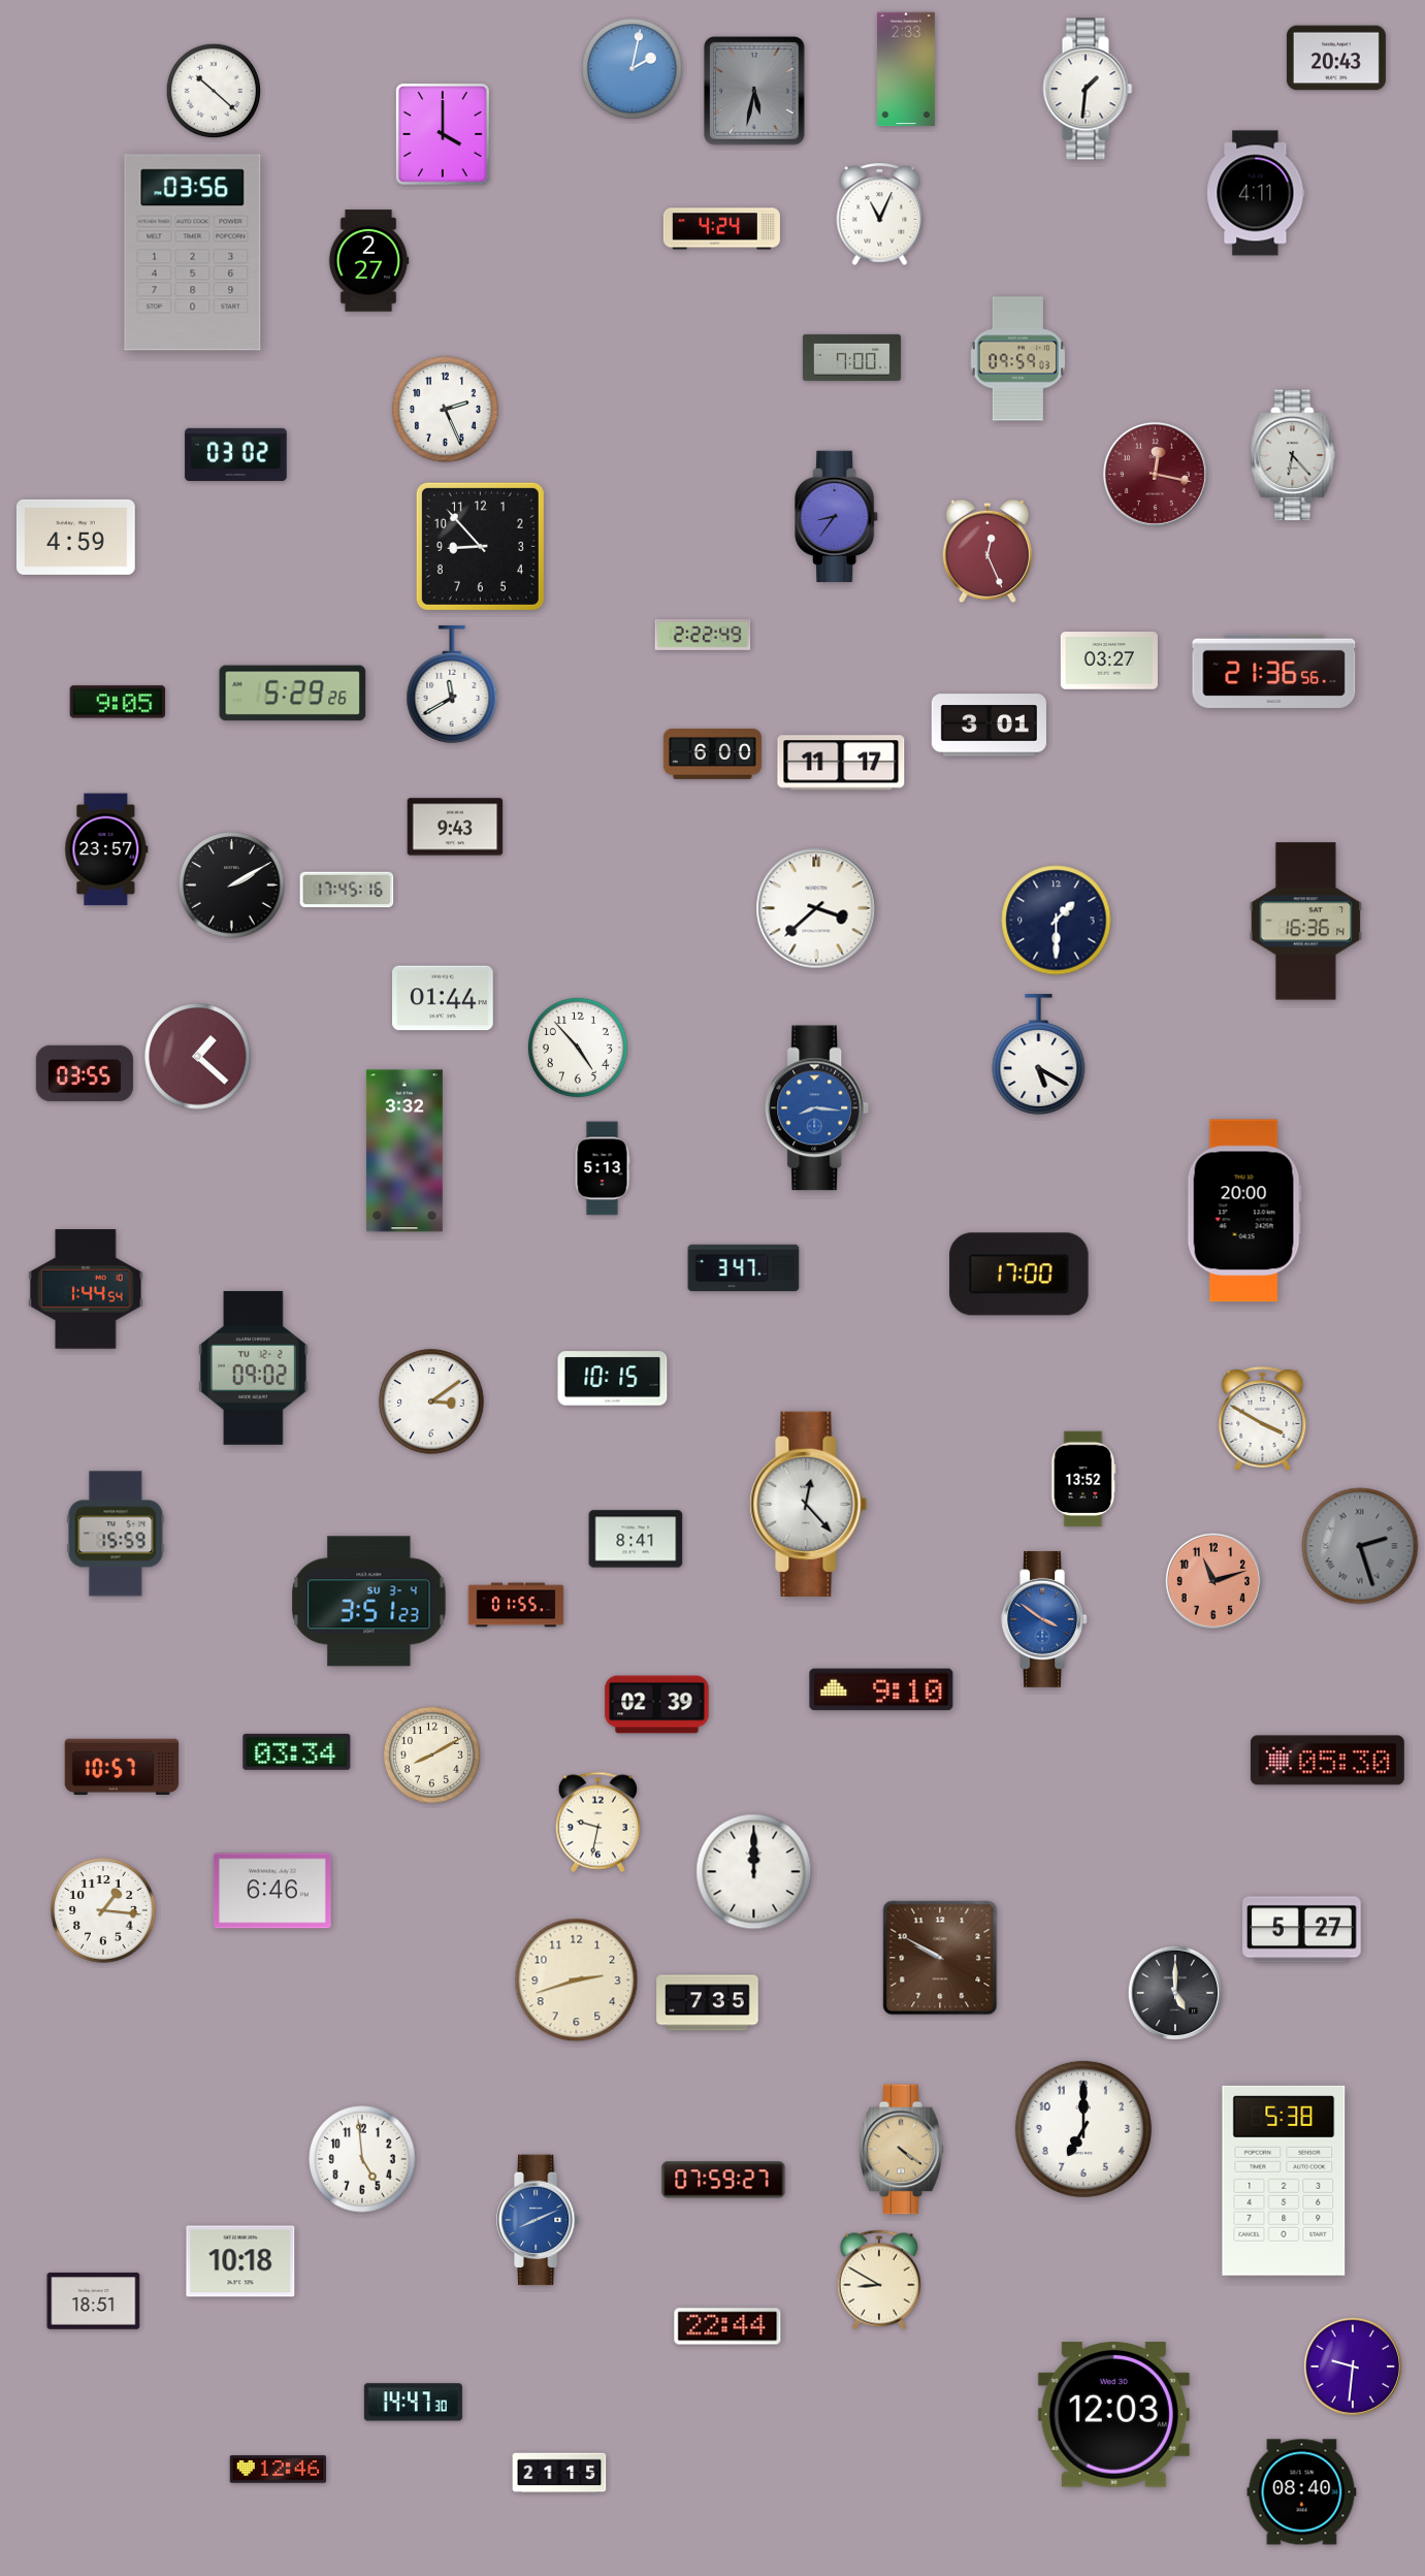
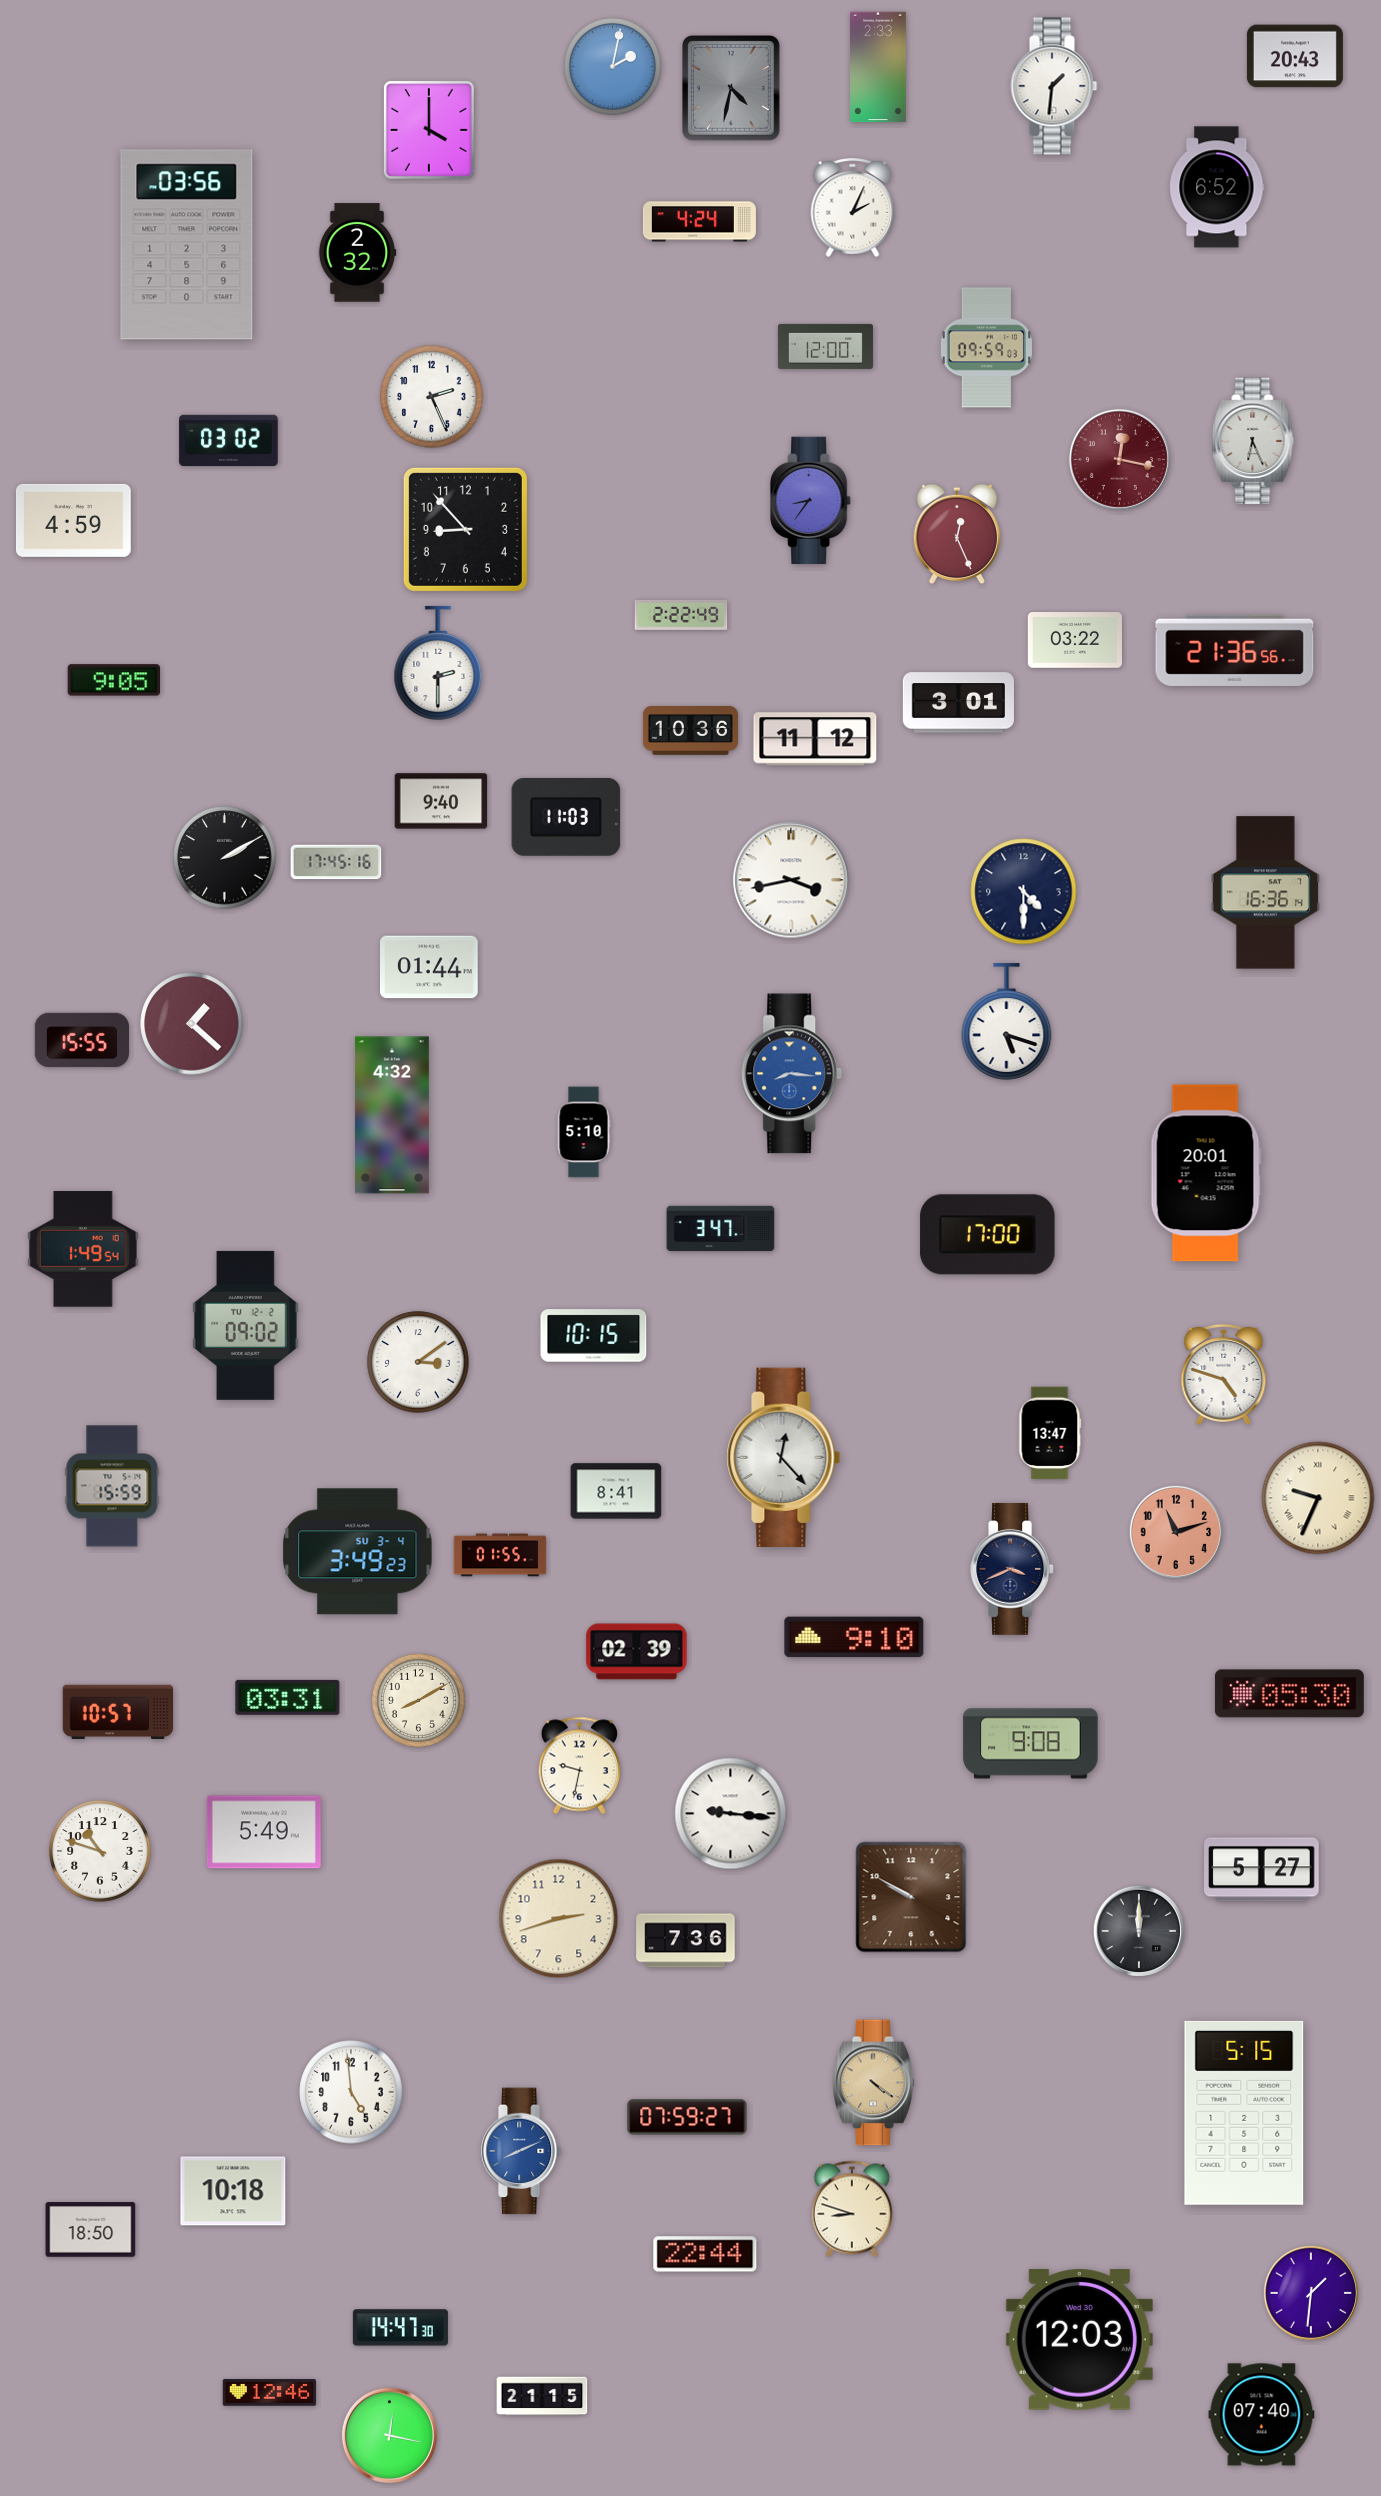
clock at (213, 90): 10:22 -> none
clock at (755, 92): 5:32 -> 4:32
clock at (1256, 193): 4:11 -> 6:52
clock at (880, 214): 11:04 -> 2:04
clock at (368, 261): 2:27 -> 2:32
clock at (851, 357): 7:00 -> 12:00
clock at (1293, 455): 6:23 -> 6:26
clock at (1109, 662): 03:27 -> 03:22
clock at (452, 684): 11:40 -> 2:30
clock at (293, 694): 5:29 -> none
clock at (712, 753): 6:00 -> 10:36
clock at (841, 763): 11:17 -> 11:12
clock at (455, 827): 9:43 -> 9:40
clock at (566, 817): none -> 11:03
clock at (106, 849): 23:57 -> none
clock at (816, 908): 3:38 -> 3:43
clock at (1057, 921): 1:30 -> 4:30
clock at (578, 1048): 4:53 -> none
clock at (1039, 1055): 5:20 -> 5:18
clock at (85, 1073): 03:55 -> 15:55
clock at (404, 1151): 3:32 -> 4:32
clock at (603, 1168): 5:13 -> 5:10
clock at (1244, 1211): 20:00 -> 20:01
clock at (86, 1289): 1:44 -> 1:49
clock at (431, 1402) position: (431, 1402) -> (418, 1362)
clock at (1263, 1418): 3:50 -> 4:48
clock at (1083, 1479): 13:52 -> 13:47
clock at (1360, 1546): 2:27 -> 9:34
clock at (1360, 1546) dial: grey -> cream
clock at (369, 1602): 3:51 -> 3:49
clock at (1044, 1619): 3:51 -> 3:41
clock at (1044, 1619) dial: blue -> navy
clock at (297, 1751): 03:34 -> 03:31
clock at (1327, 1761) position: (1327, 1761) -> (1289, 1694)
clock at (1031, 1744): none -> 9:08
clock at (754, 1872): 12:00 -> 9:16
clock at (272, 1891): 6:46 -> 5:49
clock at (103, 1910): 1:16 -> 10:48
clock at (1175, 1993): 5:00 -> 12:00
clock at (708, 2003): 7:35 -> 7:36
clock at (1083, 2129): 7:00 -> none
clock at (723, 2180) position: (723, 2180) -> (687, 2117)
clock at (1284, 2181): 5:38 -> 5:15
clock at (879, 2280): 8:50 -> 8:48
clock at (94, 2301): 18:51 -> 18:50
clock at (1353, 2366): 9:31 -> 1:31
clock at (1302, 2492): 08:40 -> 07:40
clock at (389, 2435): none -> 12:17
